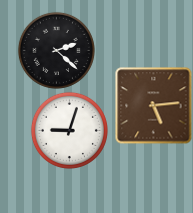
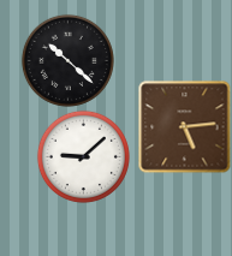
clock at (56, 50): 2:22 -> 10:22
clock at (69, 130): 9:03 -> 9:08
